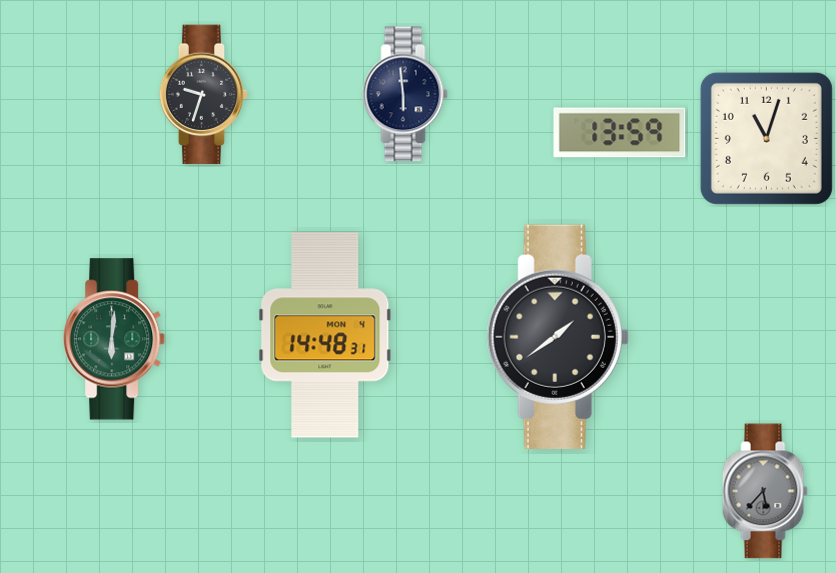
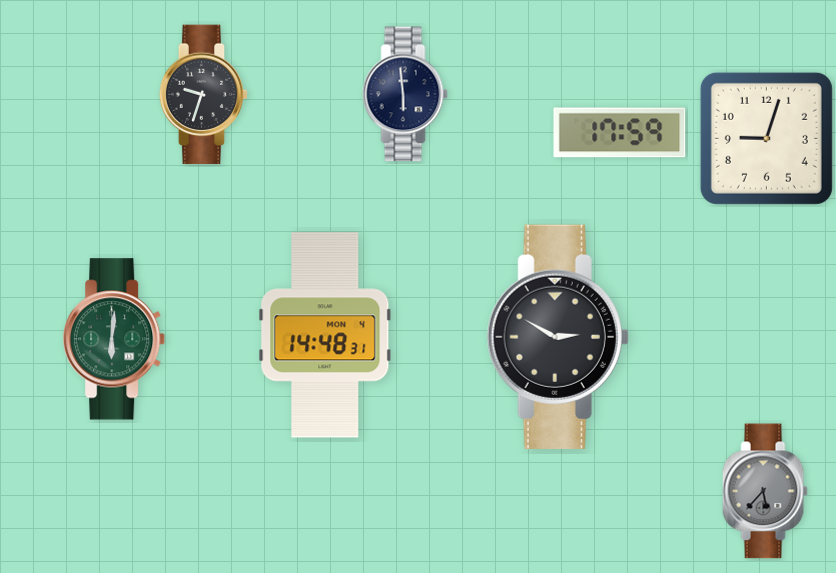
clock at (620, 133): 13:59 -> 17:59
clock at (766, 138): 11:03 -> 9:03
clock at (558, 337): 1:39 -> 2:50
